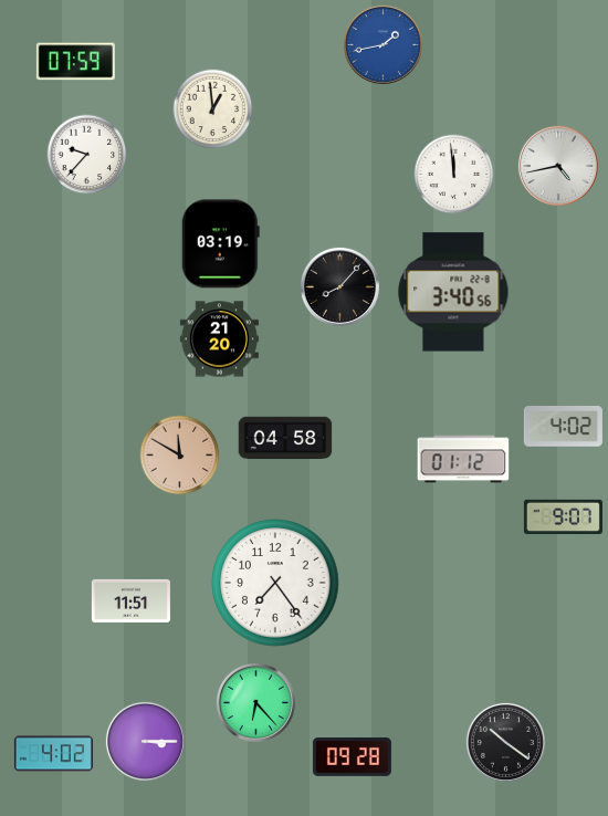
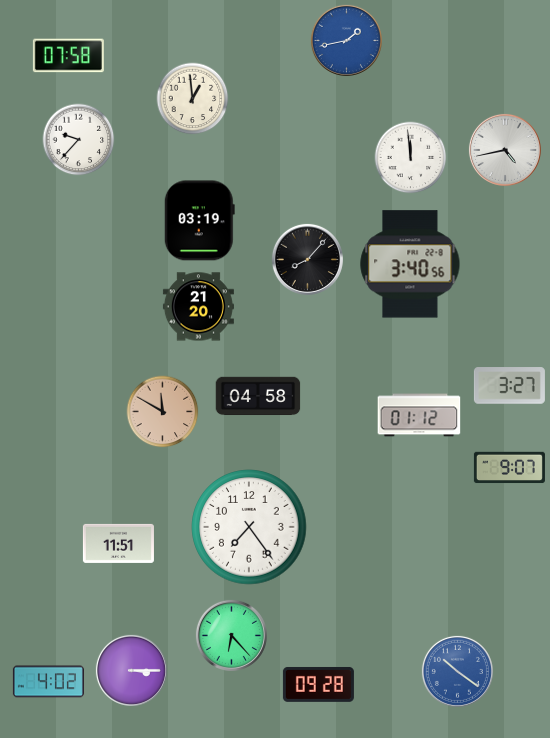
clock at (75, 62): 07:59 -> 07:58
clock at (563, 427): 4:02 -> 3:27
clock at (505, 742) dial: black -> blue
